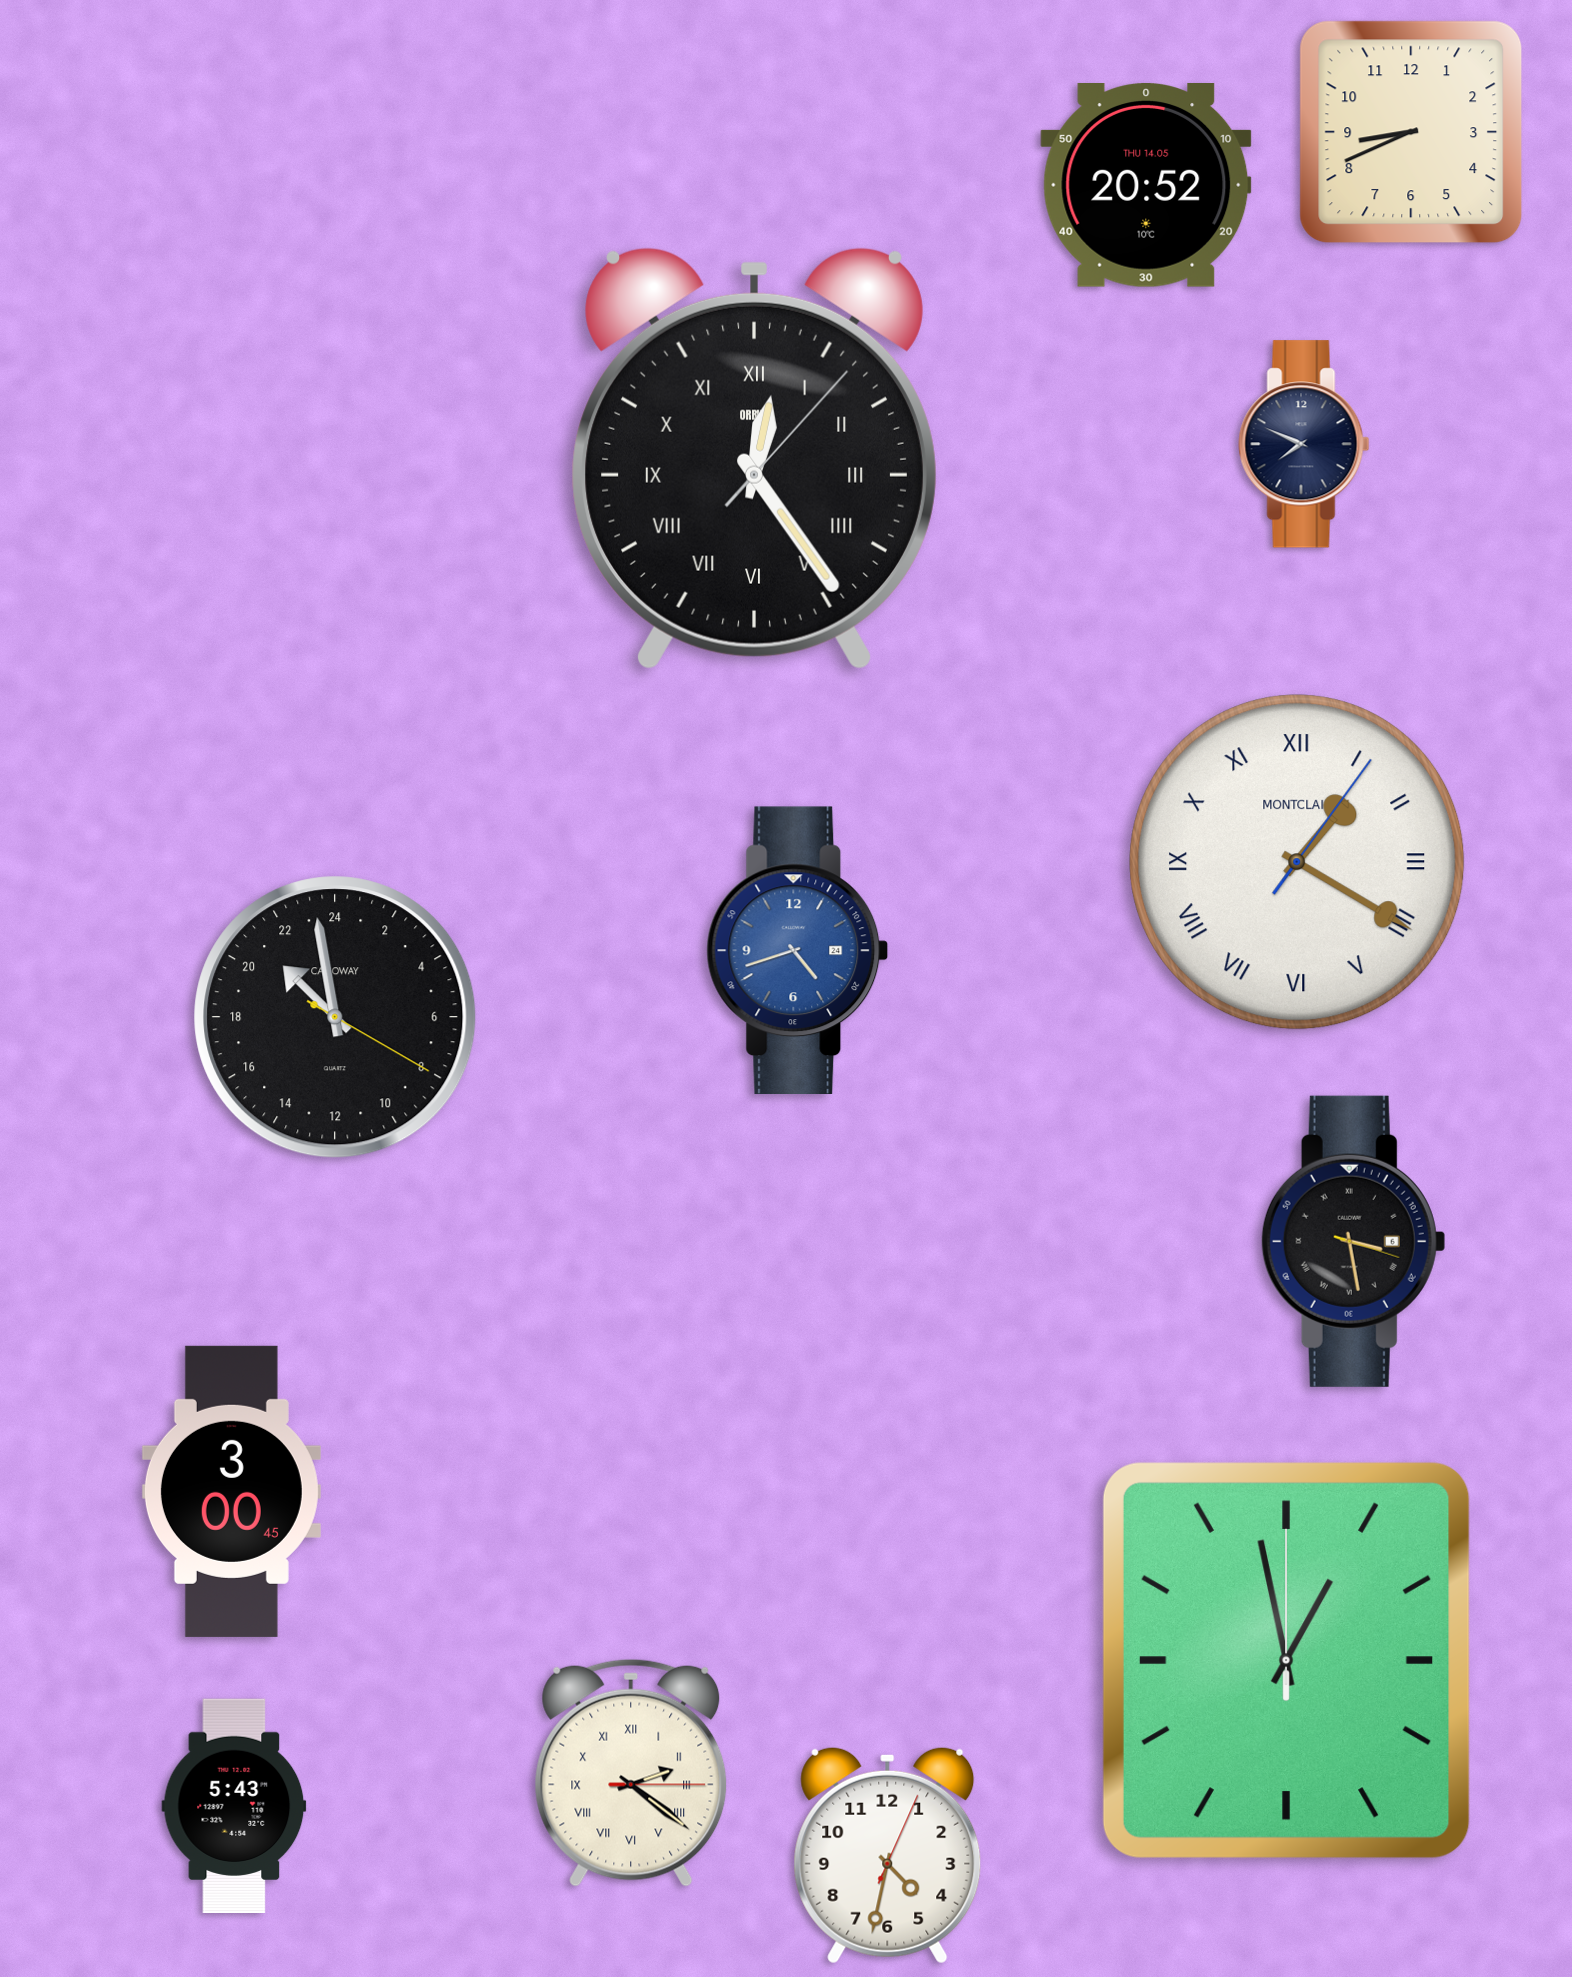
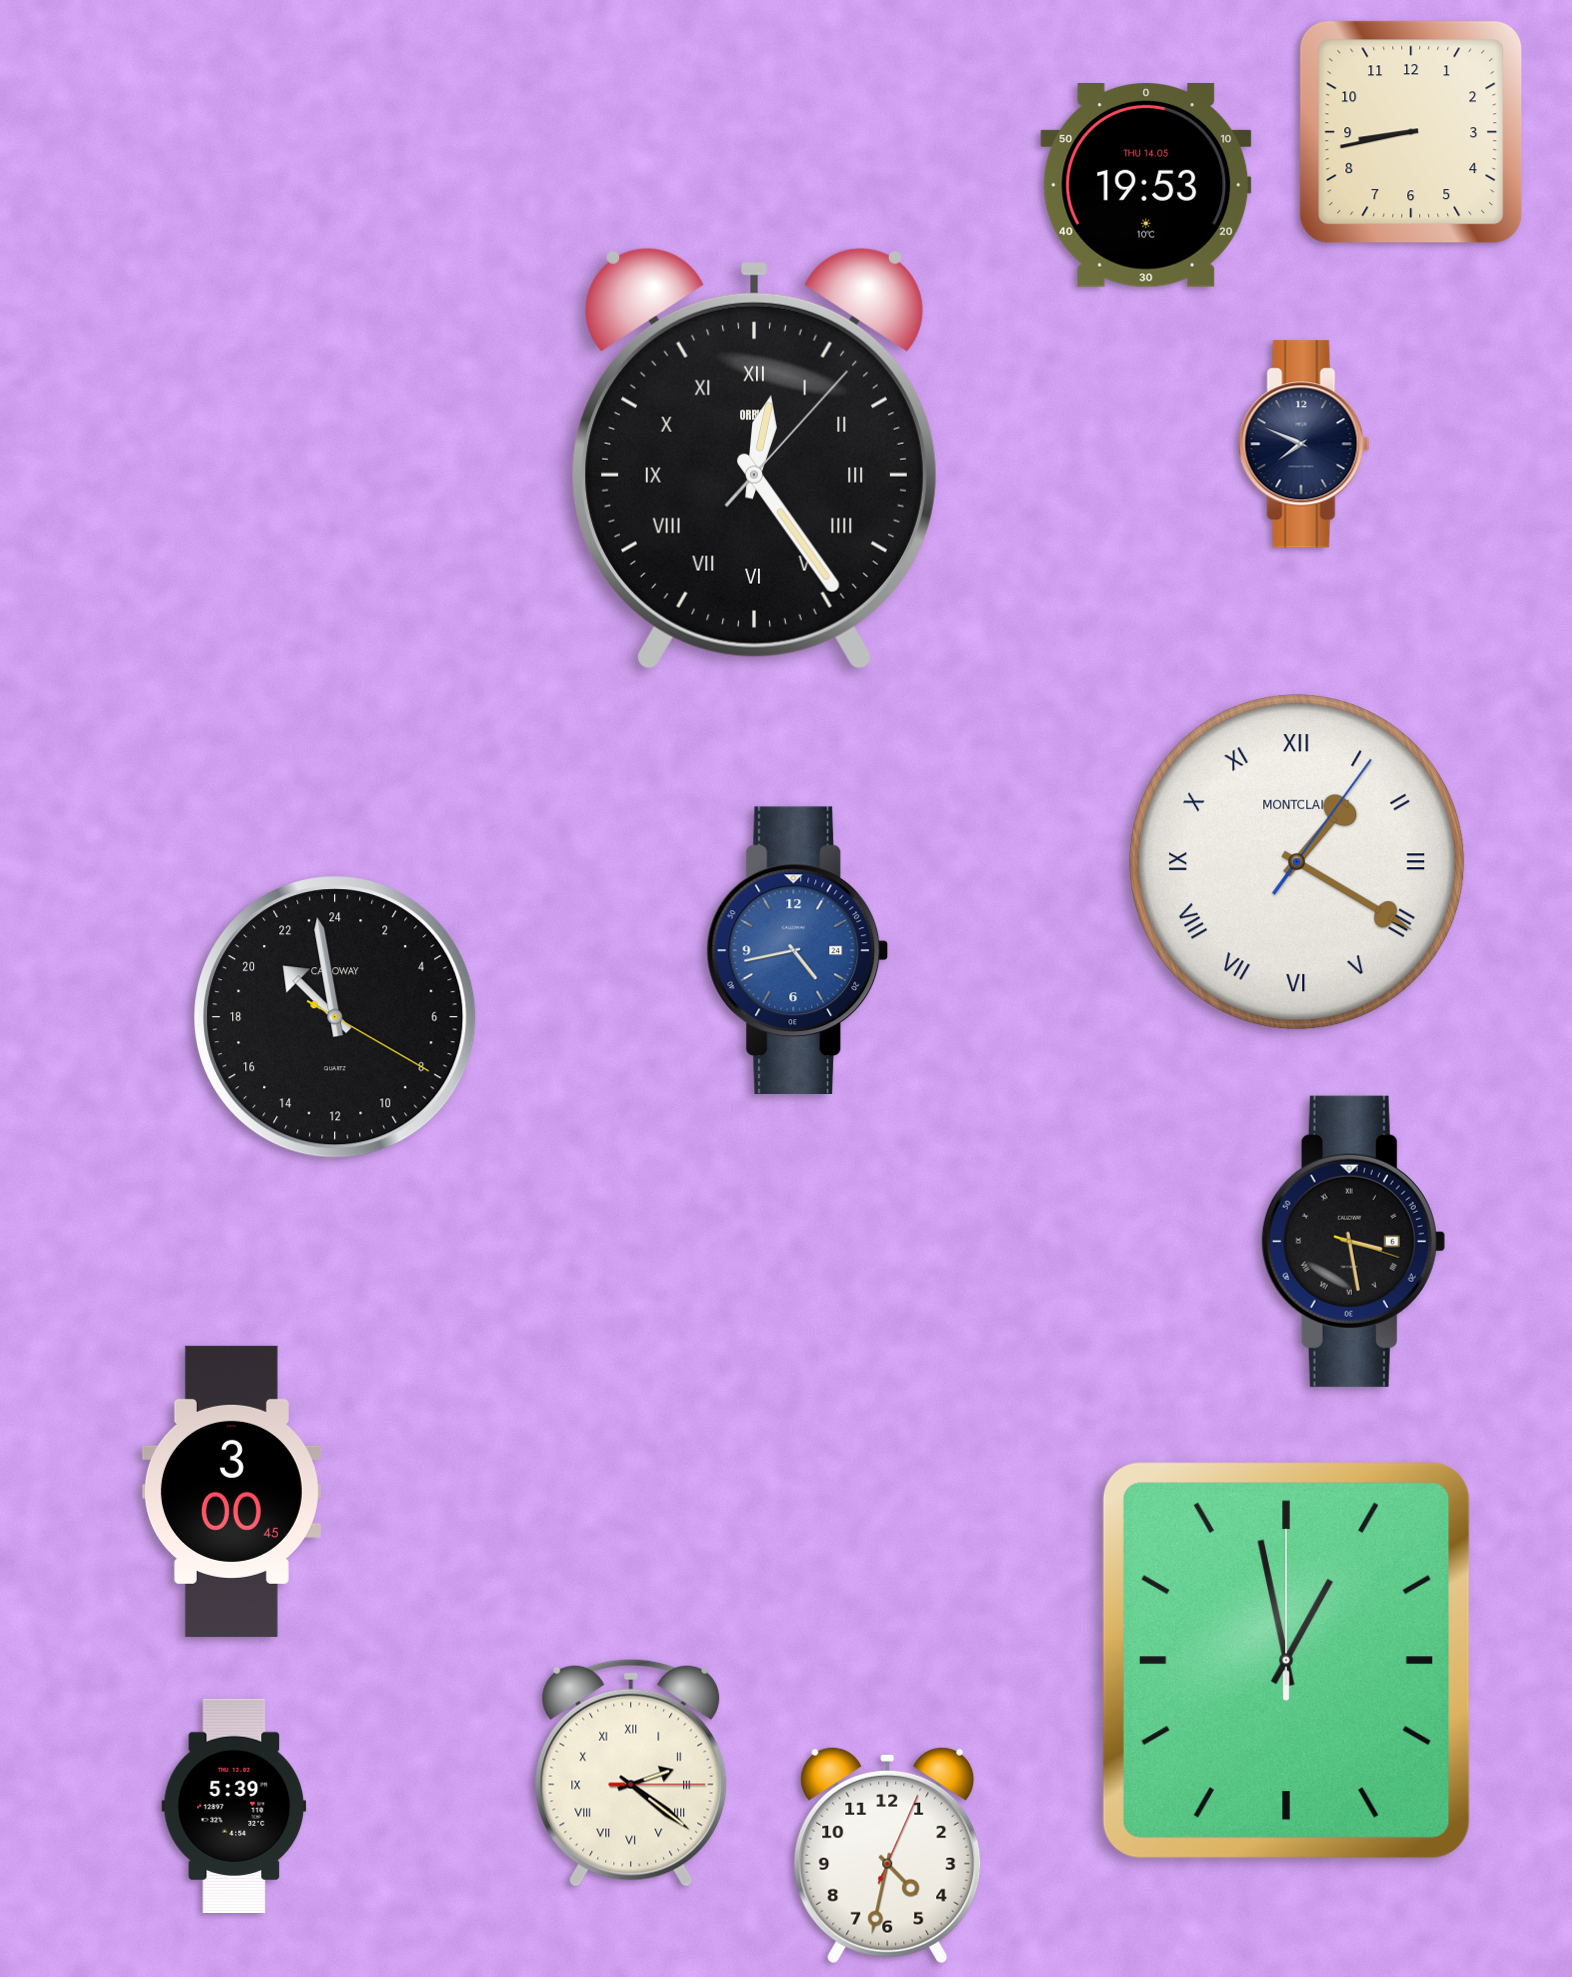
clock at (1411, 132): 8:41 -> 8:43
clock at (1146, 186): 20:52 -> 19:53
clock at (798, 950): 4:42 -> 4:43
clock at (234, 1805): 5:43 -> 5:39
